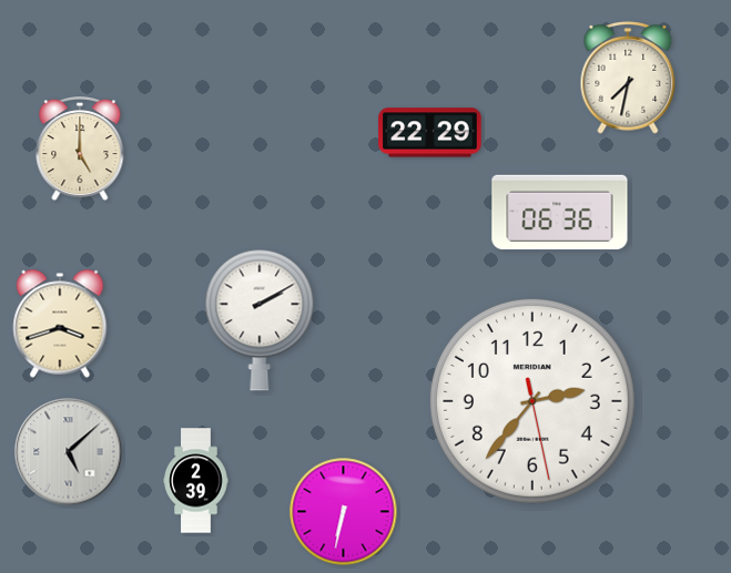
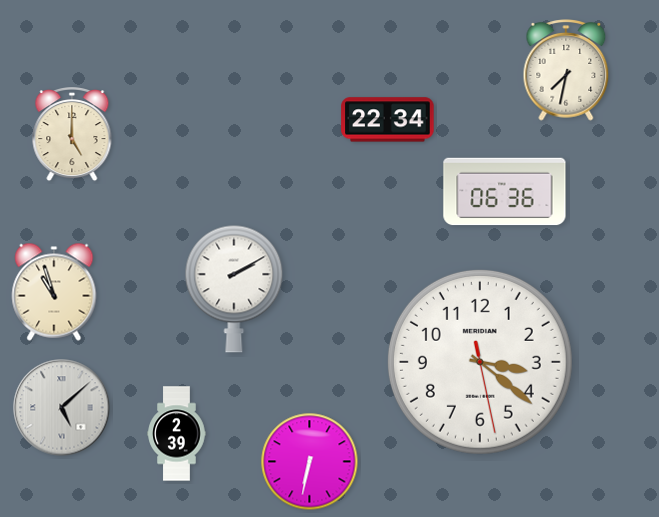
clock at (430, 133): 22:29 -> 22:34
clock at (60, 324): 3:42 -> 10:57
clock at (532, 401): 2:36 -> 3:21
